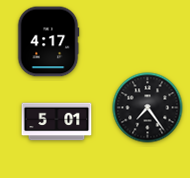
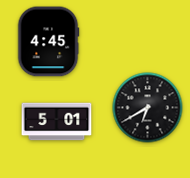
clock at (48, 42): 4:17 -> 4:45
clock at (148, 108): 7:24 -> 6:40
